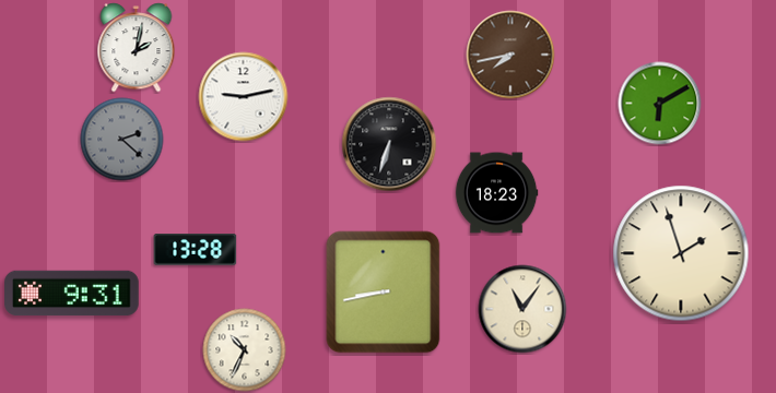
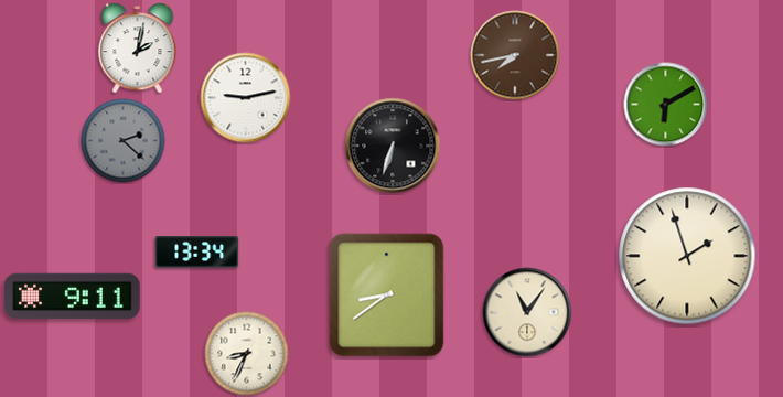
clock at (496, 193): 18:23 -> none
clock at (196, 250): 13:28 -> 13:34
clock at (384, 293): 8:43 -> 8:39
clock at (72, 294): 9:31 -> 9:11
clock at (245, 350): 10:34 -> 8:34
